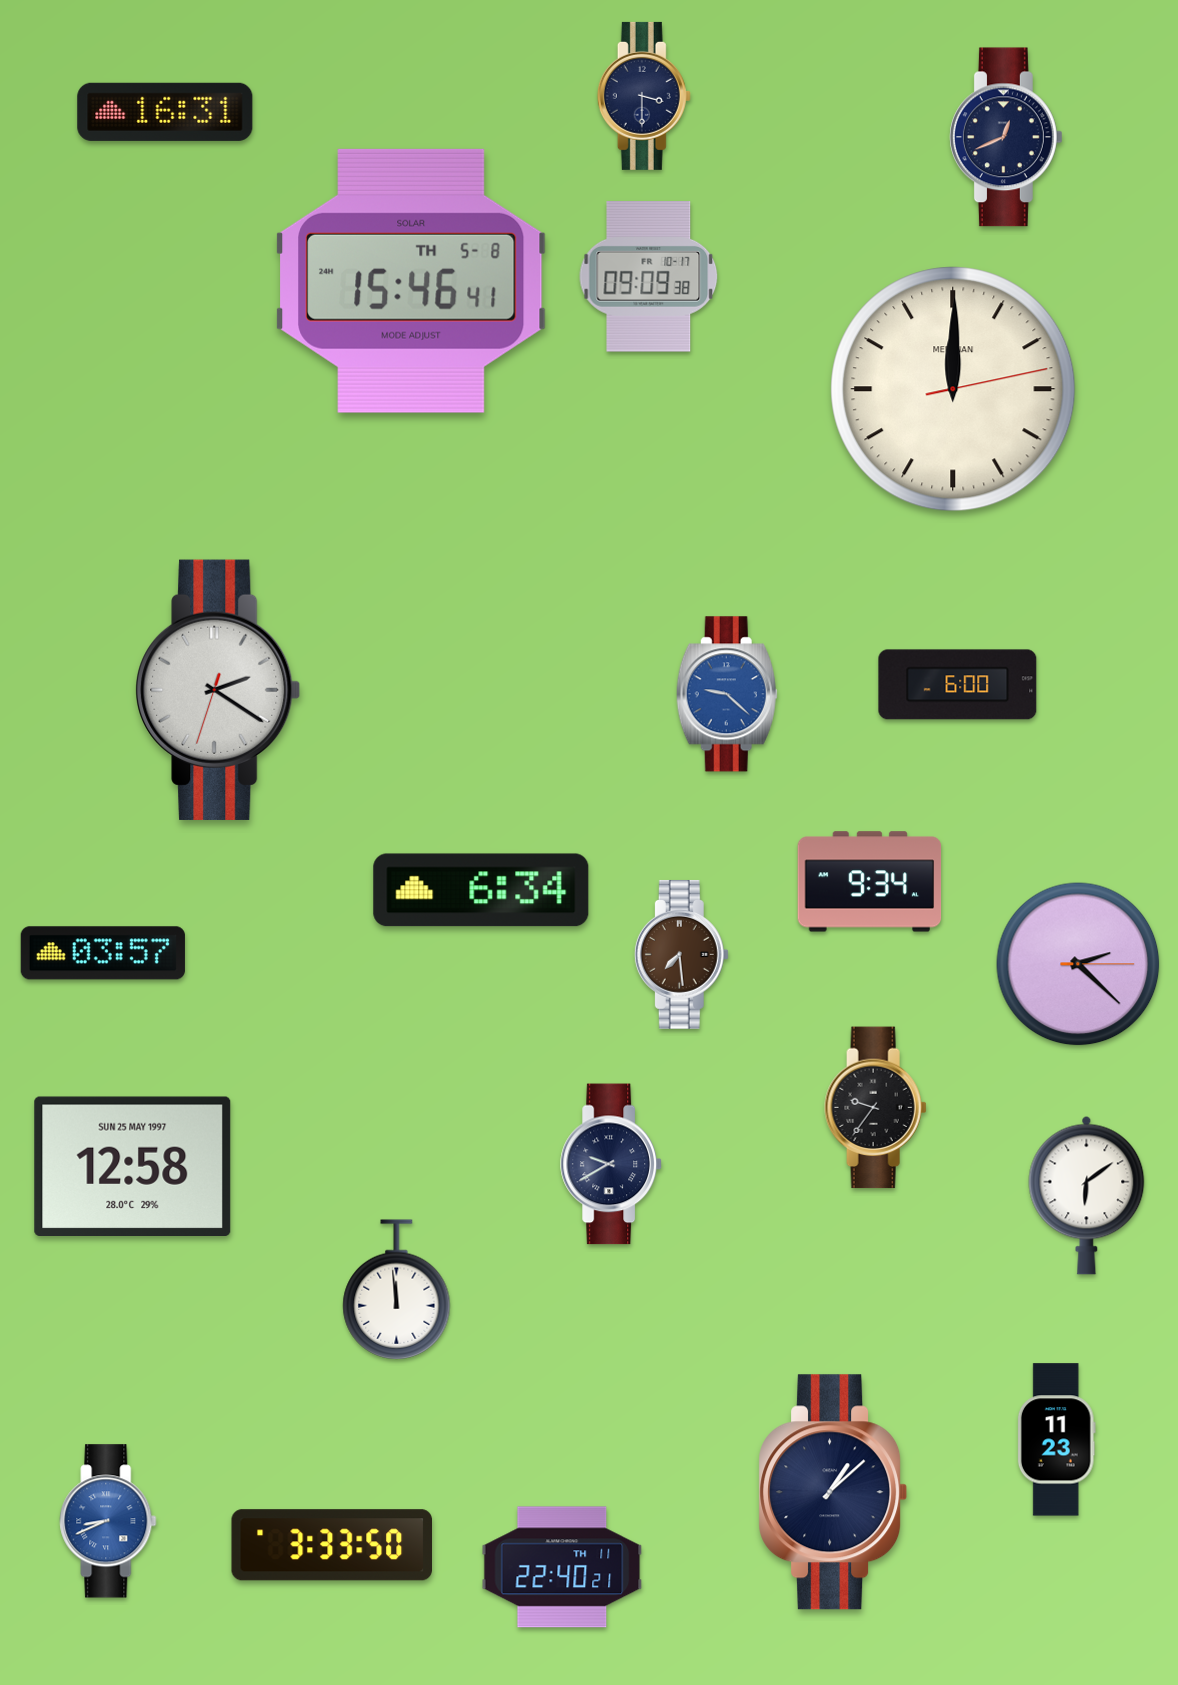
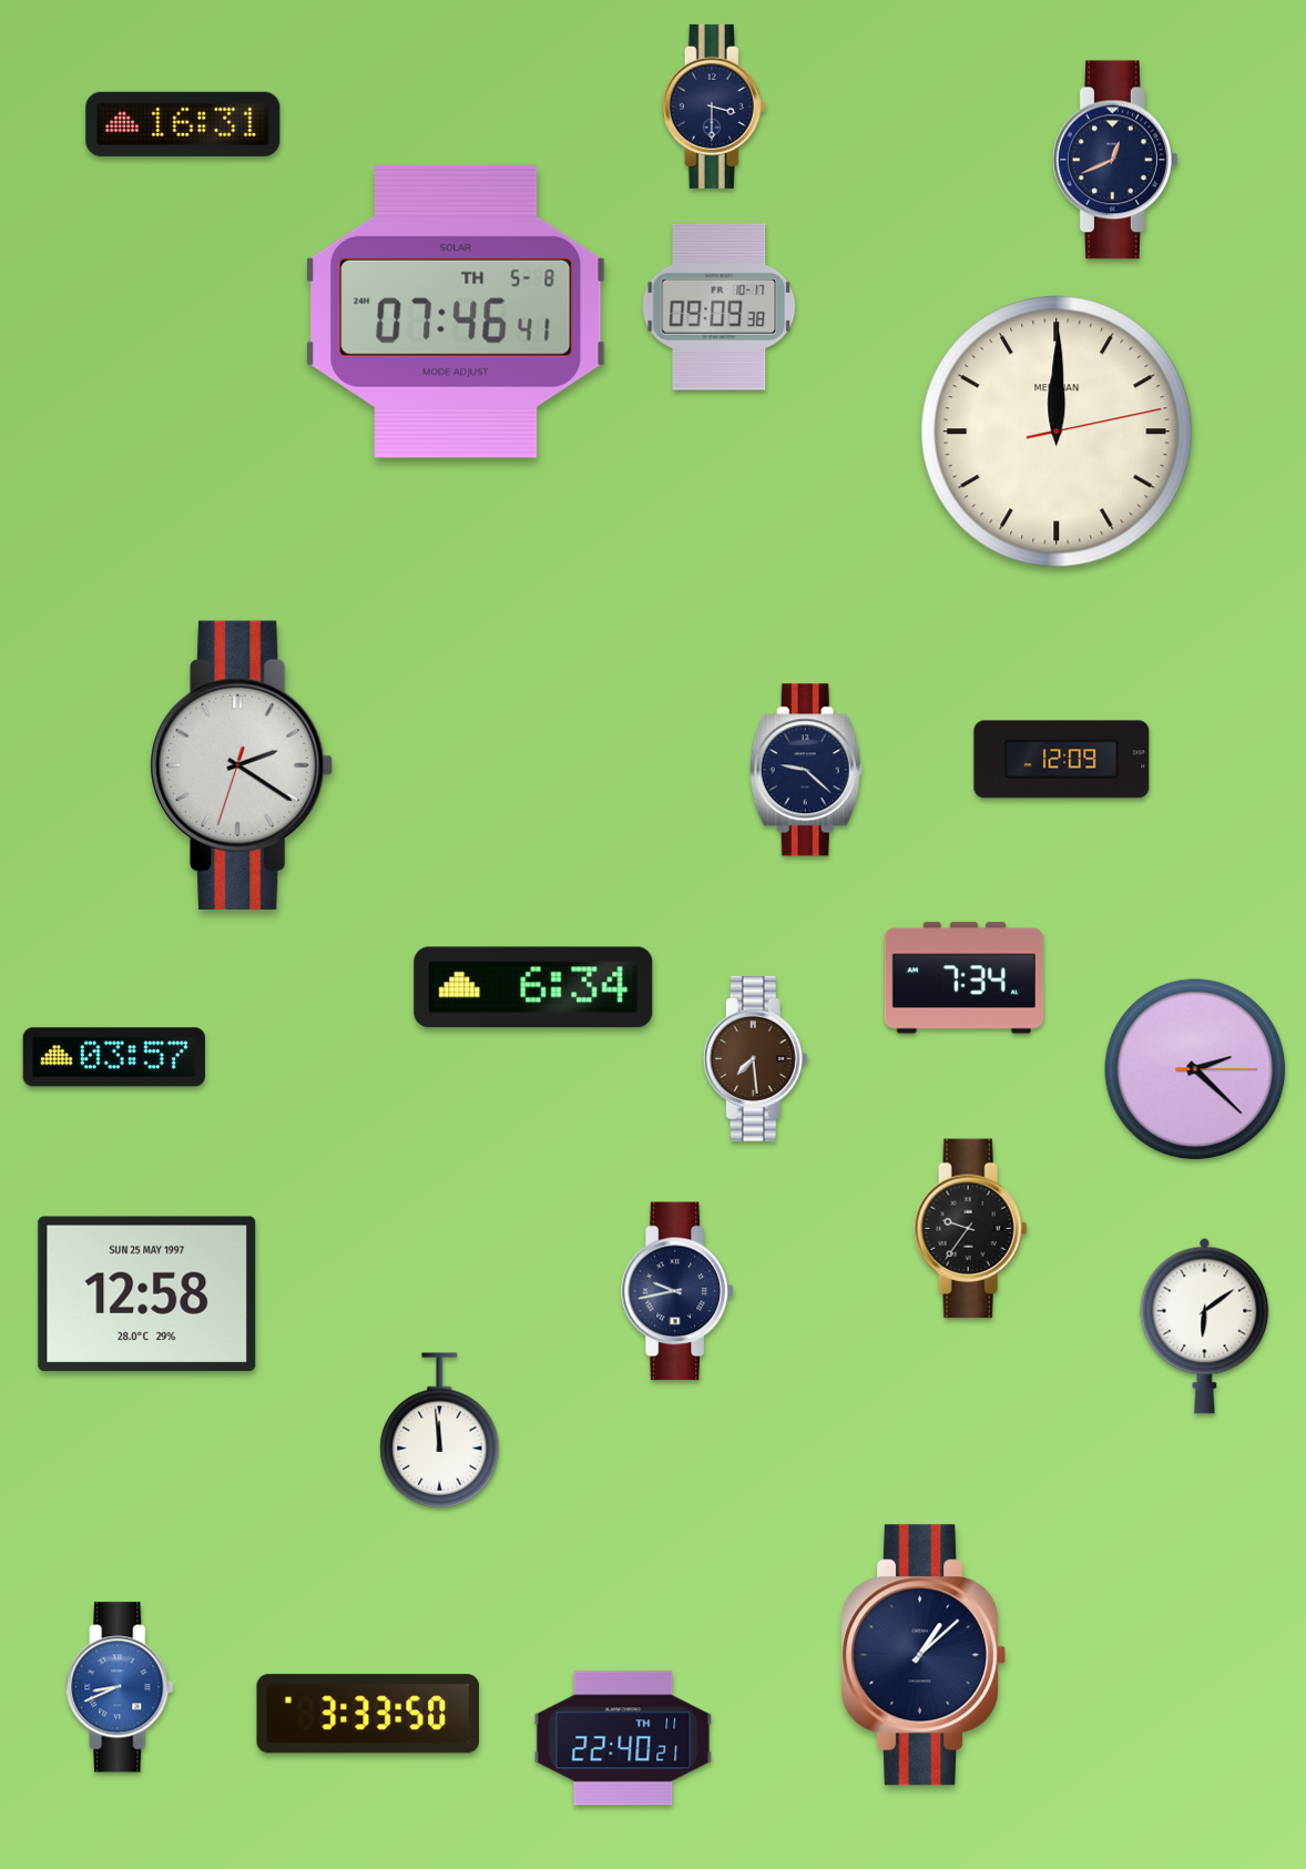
clock at (1006, 137) position: (1006, 137) -> (1115, 160)
clock at (411, 281): 15:46 -> 07:46
clock at (958, 685): 6:00 -> 12:09
clock at (727, 694) dial: blue -> navy
clock at (870, 882): 9:34 -> 7:34
clock at (611, 1164): 9:40 -> 9:43
clock at (1056, 1440): 11:23 -> none
